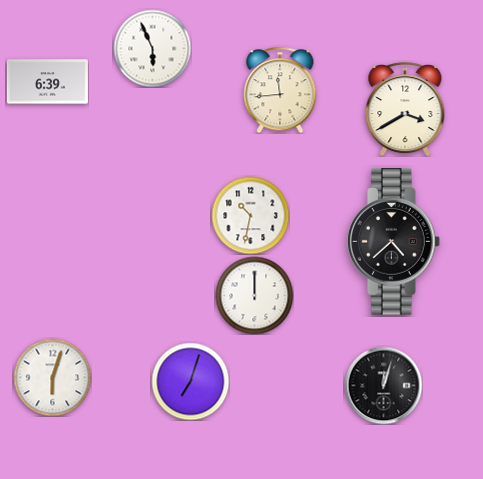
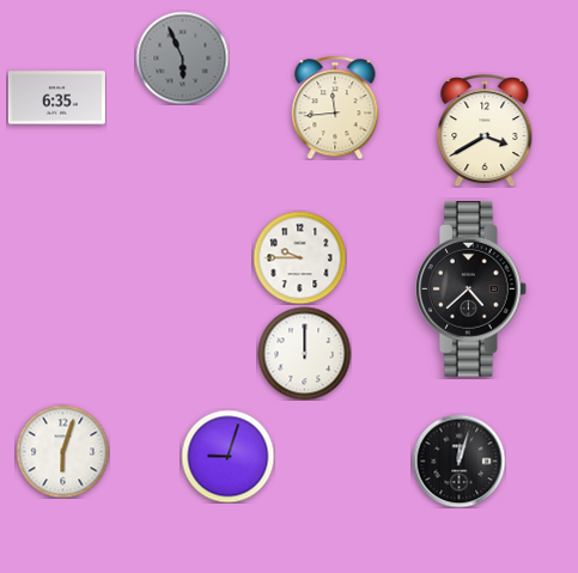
clock at (152, 48) dial: white -> grey
clock at (47, 82): 6:39 -> 6:35
clock at (250, 215): 10:32 -> 9:45
clock at (190, 381): 7:03 -> 9:03
